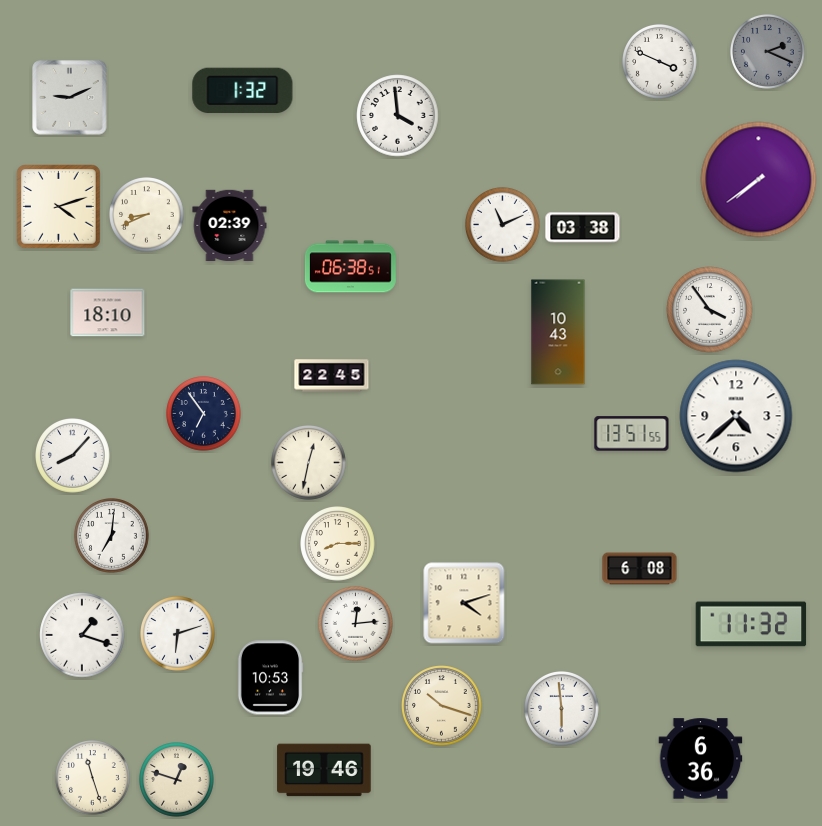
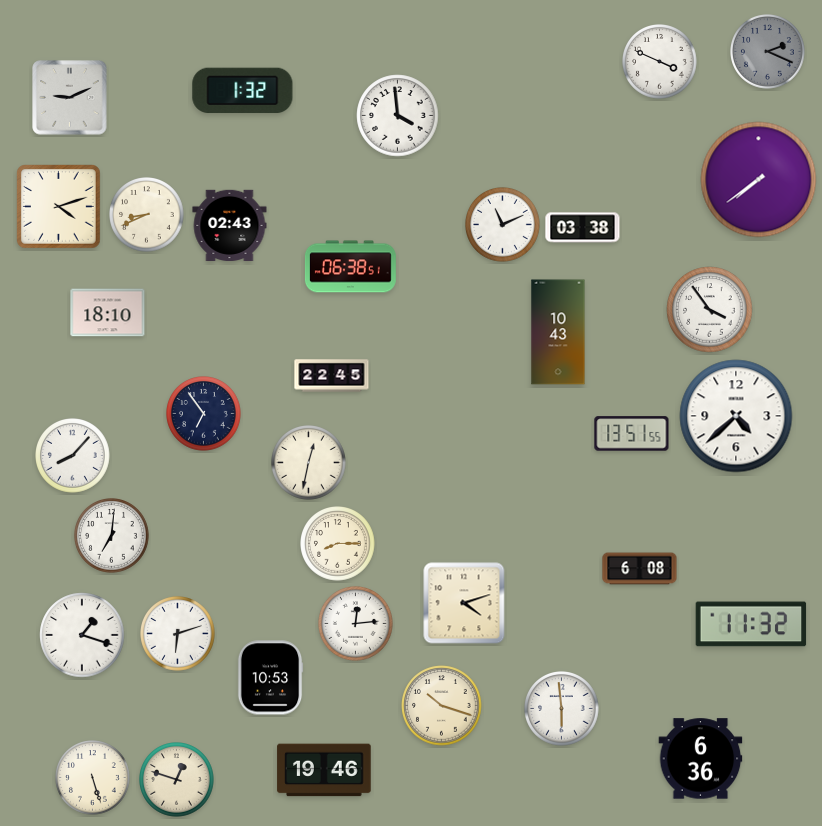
clock at (230, 225): 02:39 -> 02:43
clock at (93, 778): 11:27 -> 5:27
